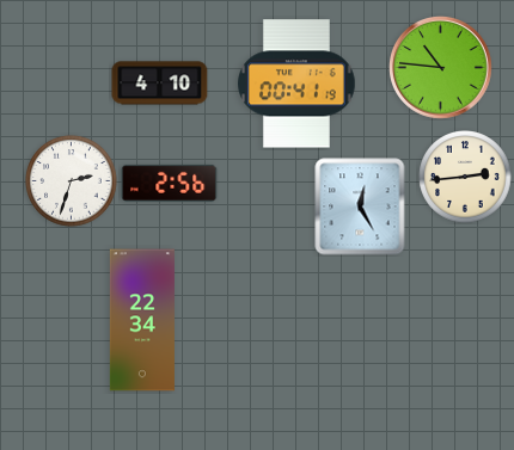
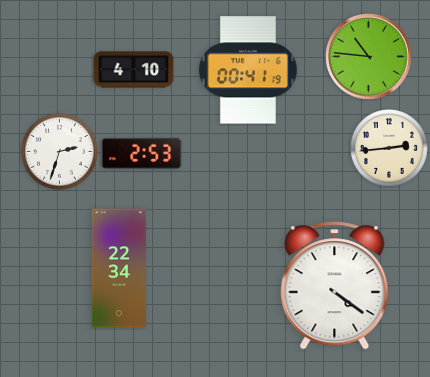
clock at (170, 183): 2:56 -> 2:53
clock at (360, 206): 12:25 -> none
clock at (335, 286): none -> 4:21
